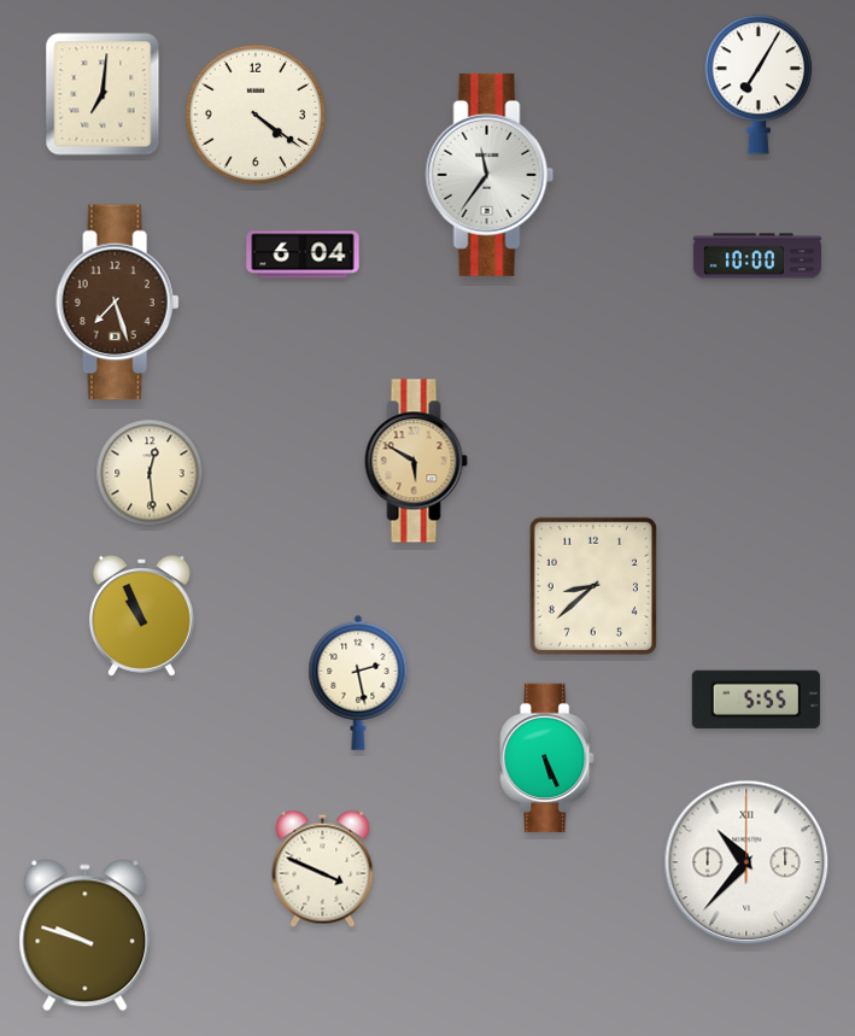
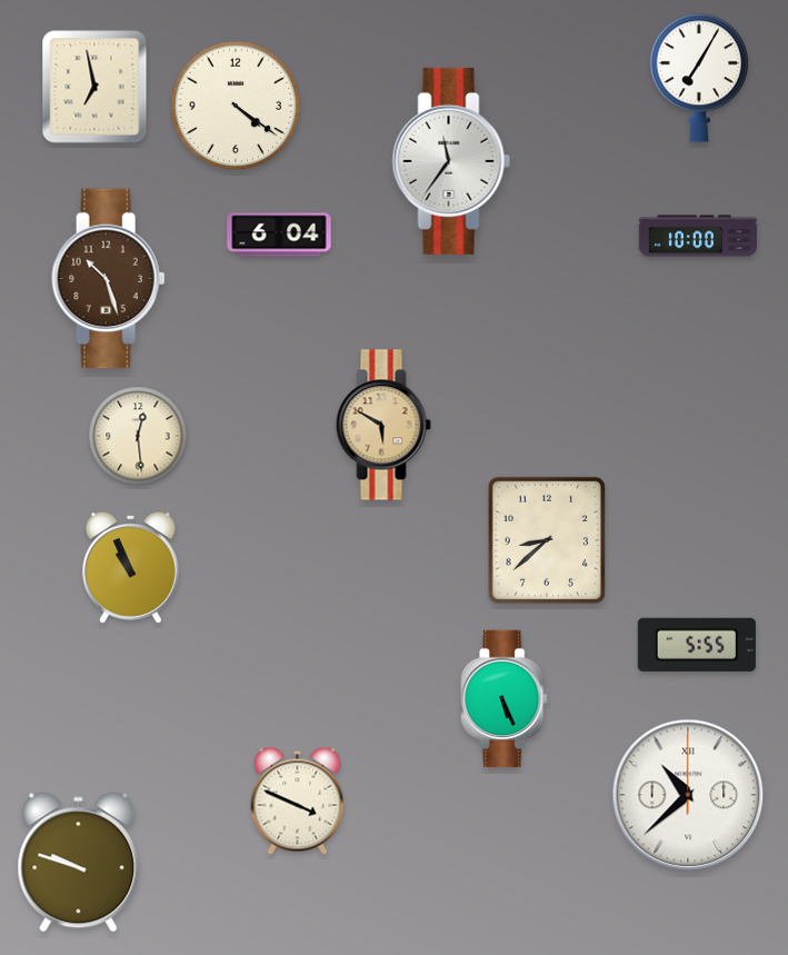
clock at (103, 94): 7:01 -> 6:58
clock at (118, 303): 7:27 -> 10:27
clock at (358, 683): 2:28 -> none
clock at (746, 862): 10:37 -> 10:38
